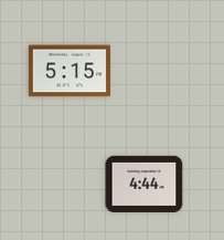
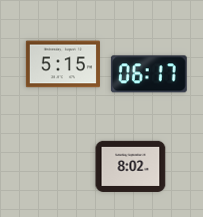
clock at (149, 74): none -> 06:17
clock at (145, 184): 4:44 -> 8:02
